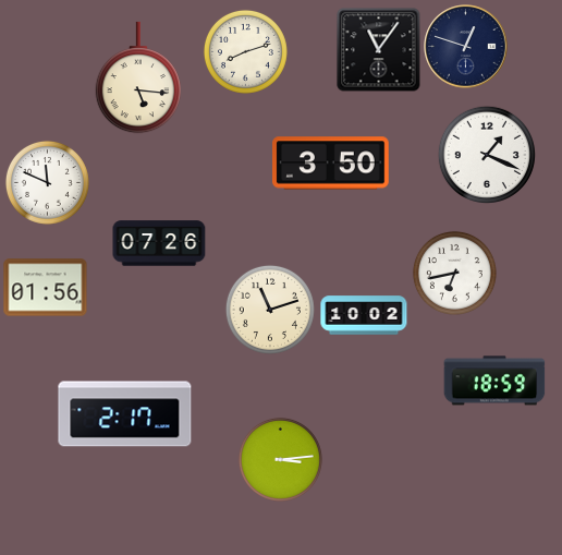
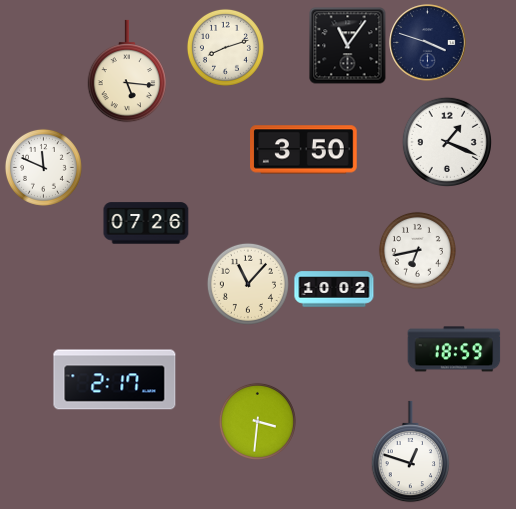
clock at (466, 47): 12:48 -> 3:48
clock at (46, 288): 01:56 -> none
clock at (270, 310): 11:12 -> 11:07
clock at (280, 459): 3:14 -> 3:31
clock at (410, 452): none -> 12:48
